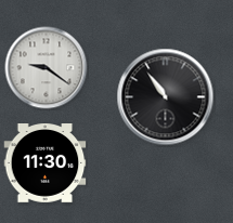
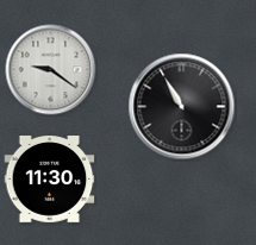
clock at (47, 68) position: (47, 68) -> (51, 70)
clock at (166, 97): 10:54 -> 10:55
